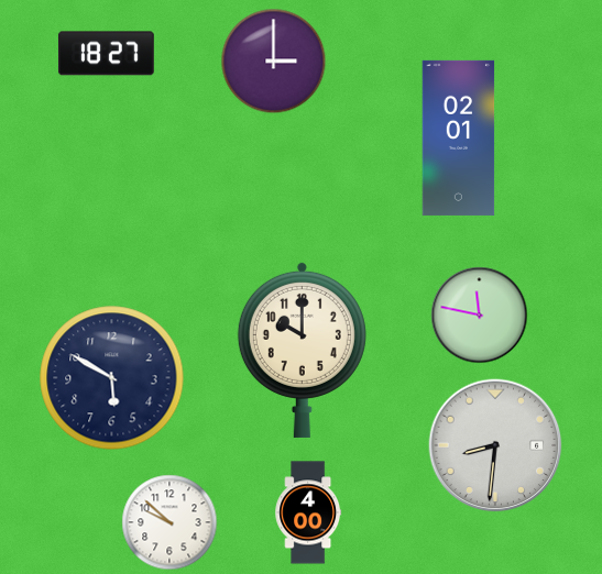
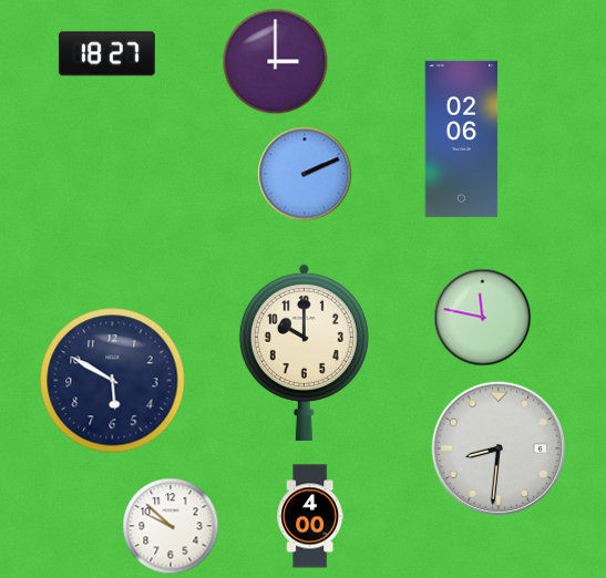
clock at (459, 137): 02:01 -> 02:06
clock at (305, 174): none -> 2:11
